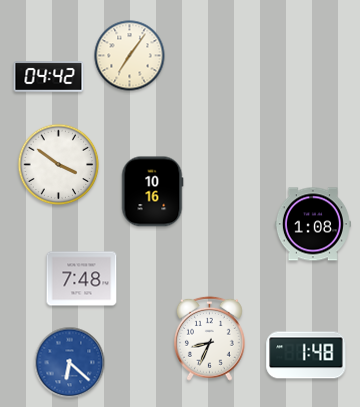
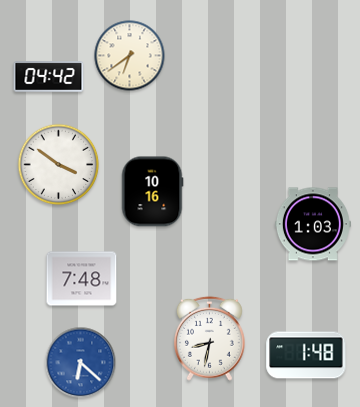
clock at (130, 56): 7:06 -> 6:39
clock at (313, 224): 1:08 -> 1:03
clock at (209, 338): 8:34 -> 8:32
clock at (70, 363) position: (70, 363) -> (81, 363)
